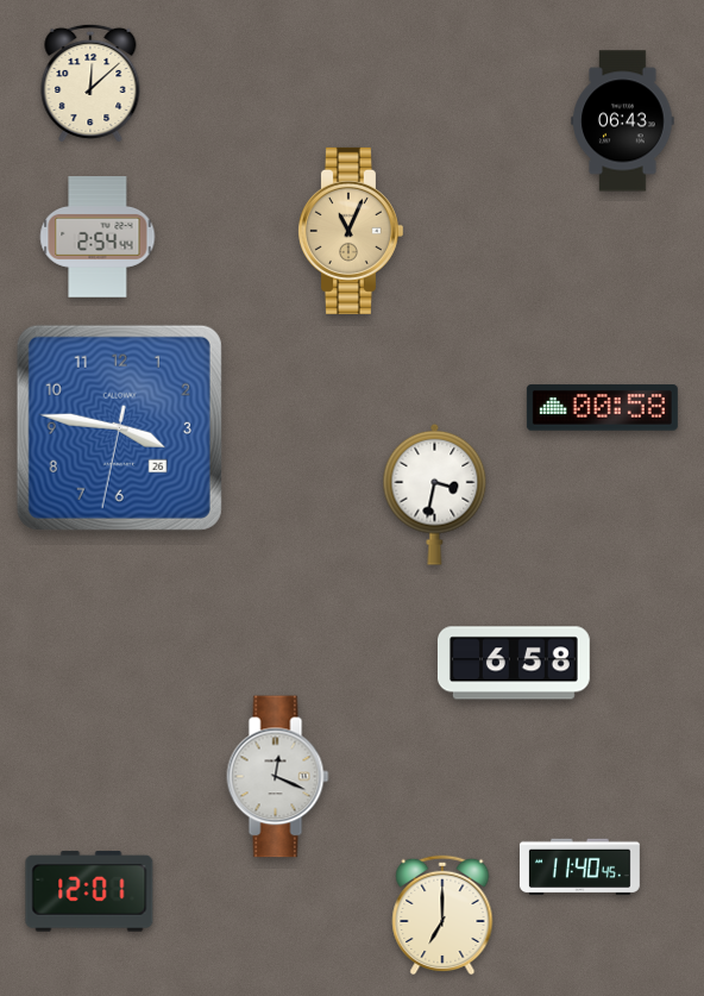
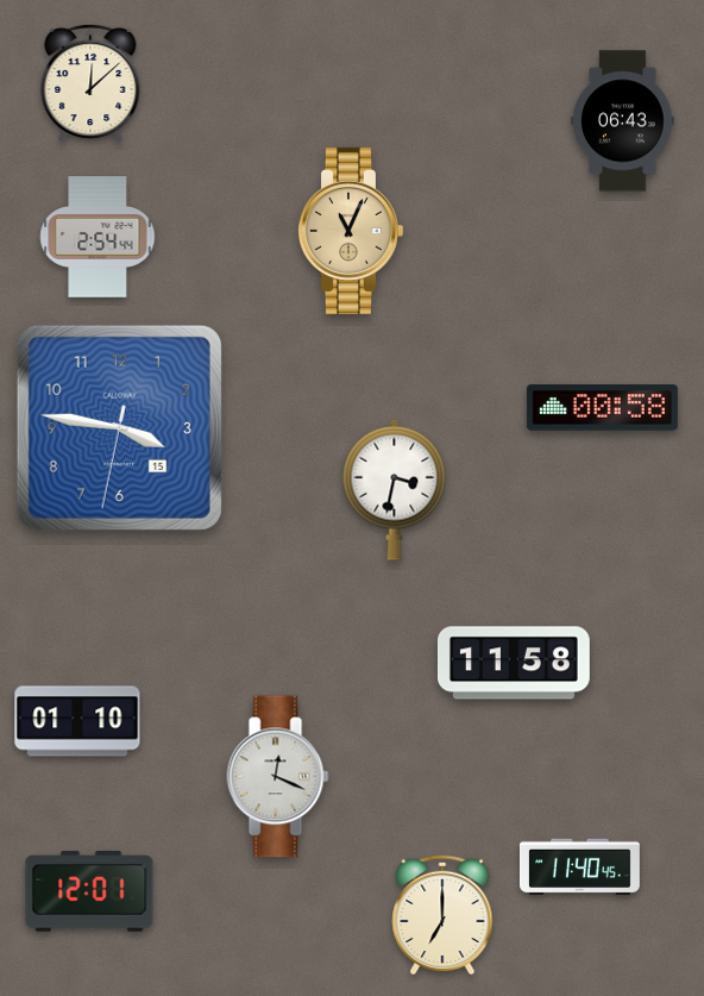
clock at (119, 427) date: 26 -> 15
clock at (435, 494) position: (435, 494) -> (395, 489)
clock at (514, 663): 6:58 -> 11:58
clock at (77, 721): none -> 01:10
